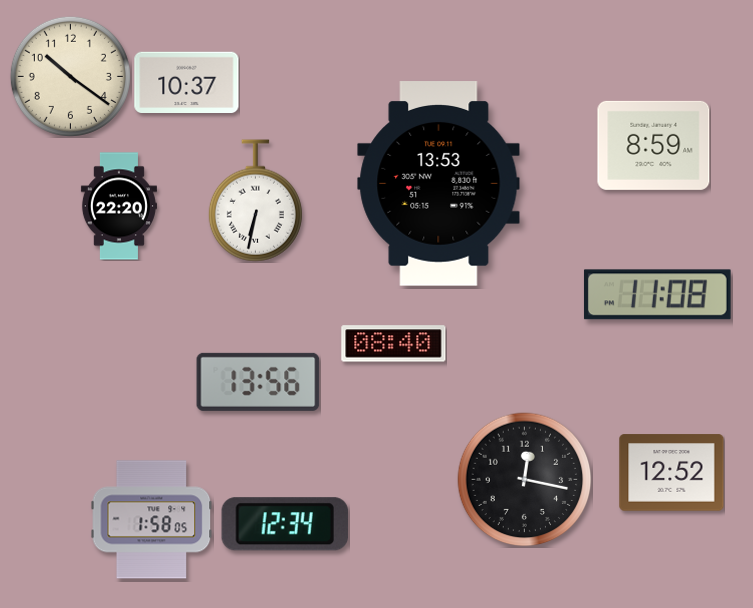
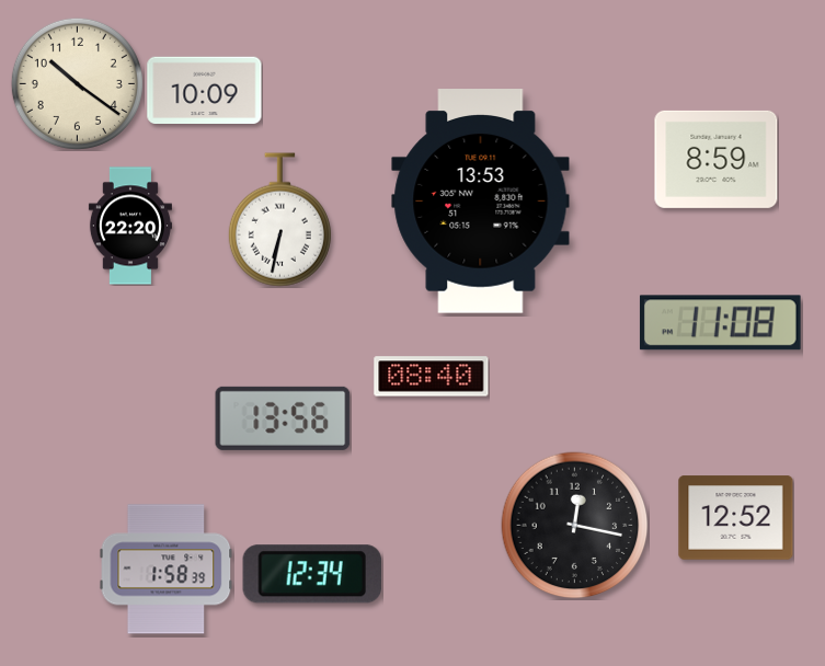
clock at (187, 82): 10:37 -> 10:09
clock at (152, 520): 1:58:05 -> 1:58:39
